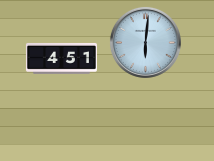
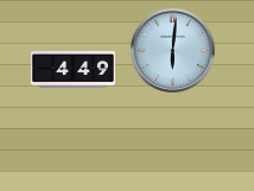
clock at (61, 58): 4:51 -> 4:49
